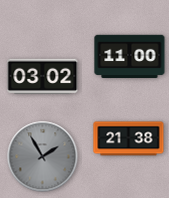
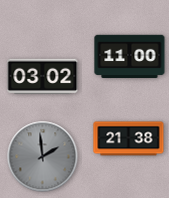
clock at (43, 157): 1:55 -> 1:59
